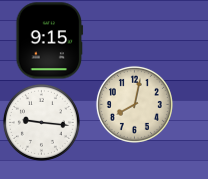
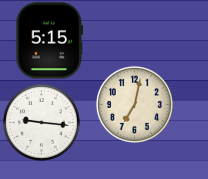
clock at (50, 41): 9:15 -> 5:15
clock at (134, 104): 8:02 -> 7:02
